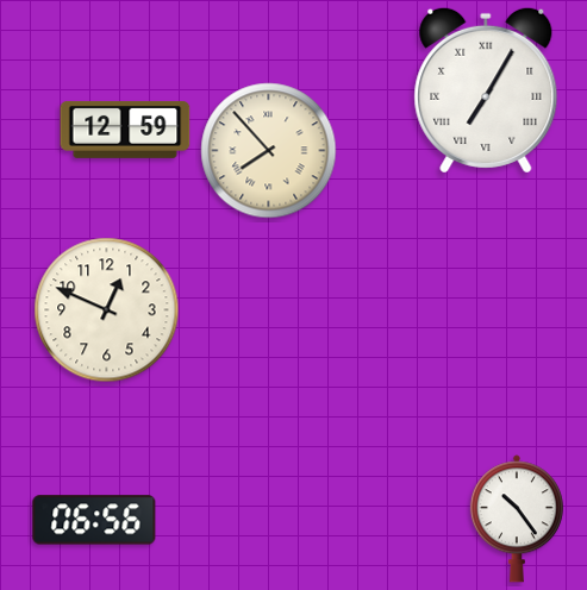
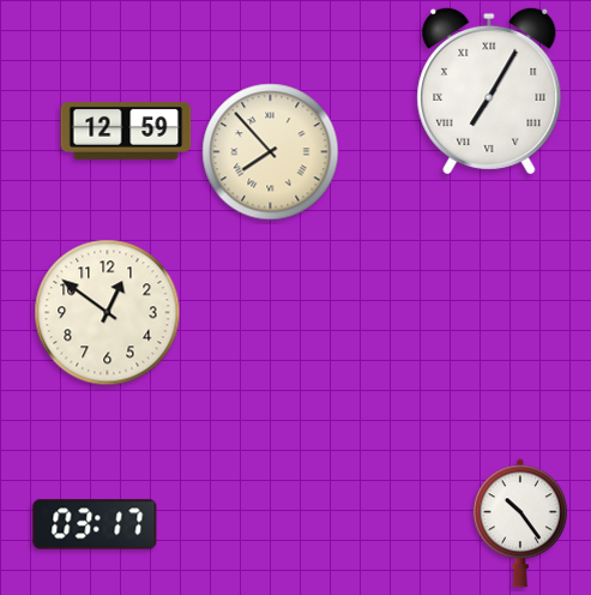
clock at (107, 310): 12:49 -> 12:51
clock at (94, 520): 06:56 -> 03:17
